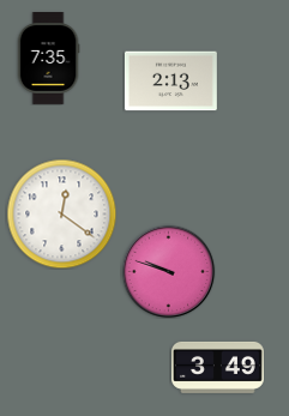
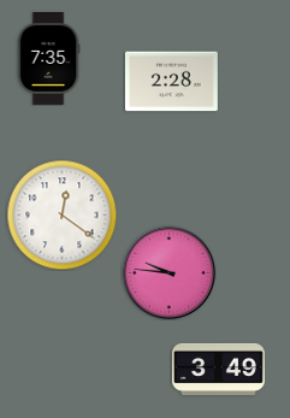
clock at (170, 82): 2:13 -> 2:28
clock at (168, 271): 9:48 -> 9:46
